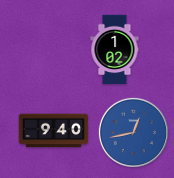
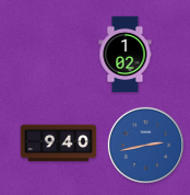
clock at (133, 132): 12:43 -> 2:43
